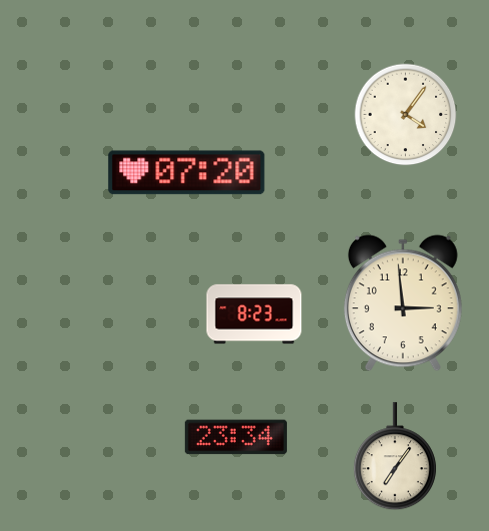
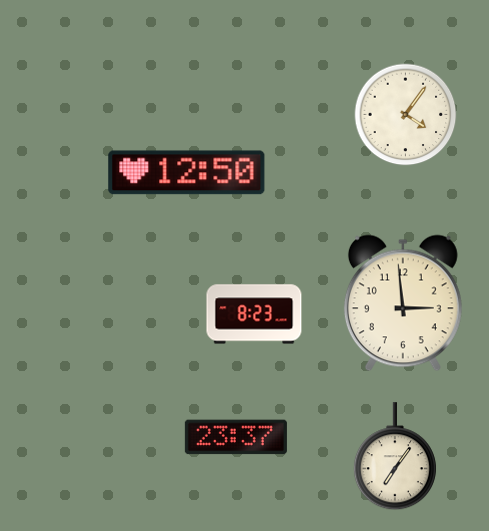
clock at (187, 173): 07:20 -> 12:50
clock at (236, 437): 23:34 -> 23:37
